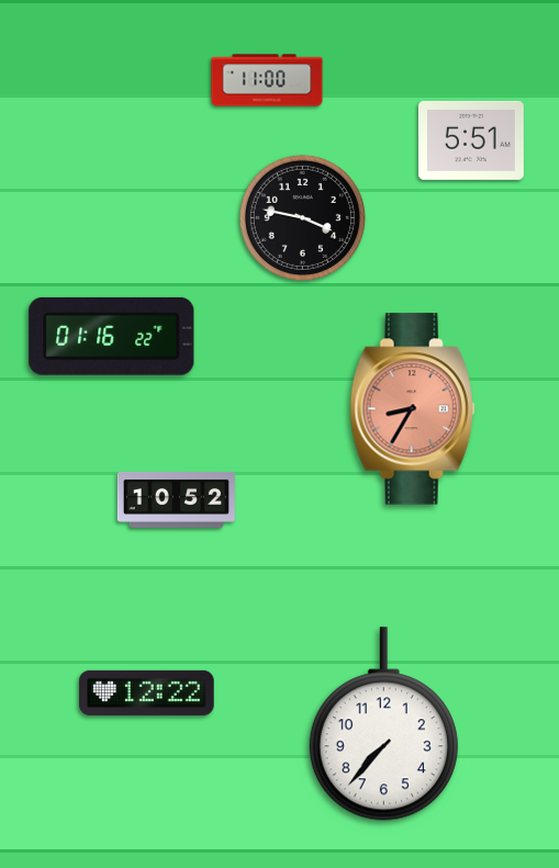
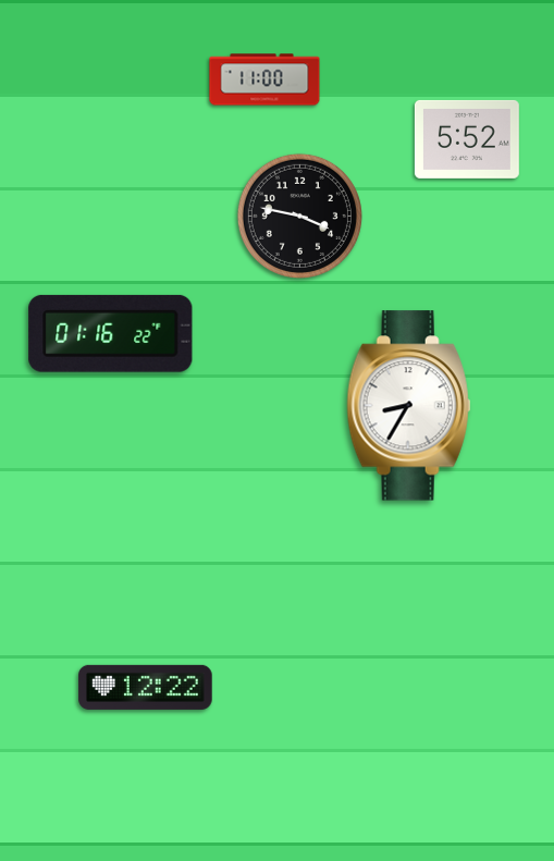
clock at (471, 140): 5:51 -> 5:52
clock at (413, 409) dial: salmon -> white
clock at (176, 499): 10:52 -> none
clock at (383, 724): 7:37 -> none
